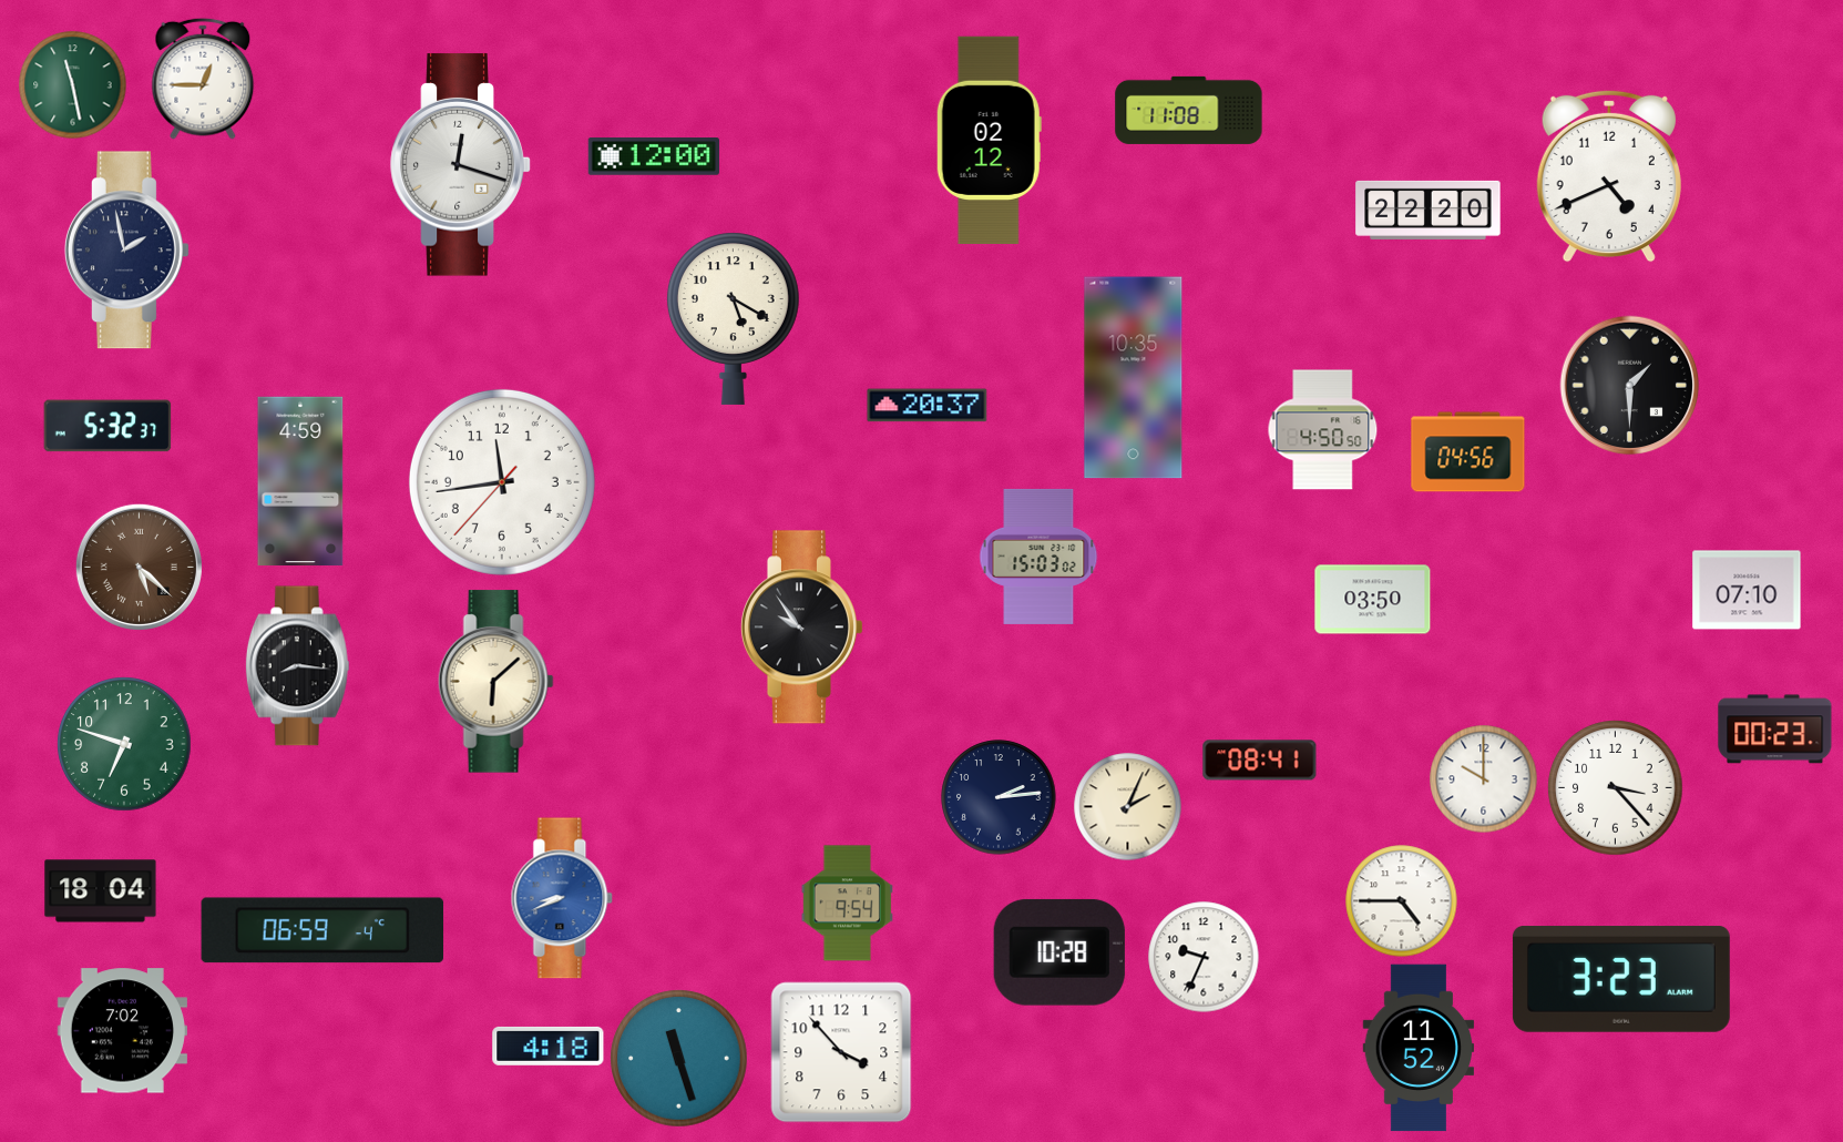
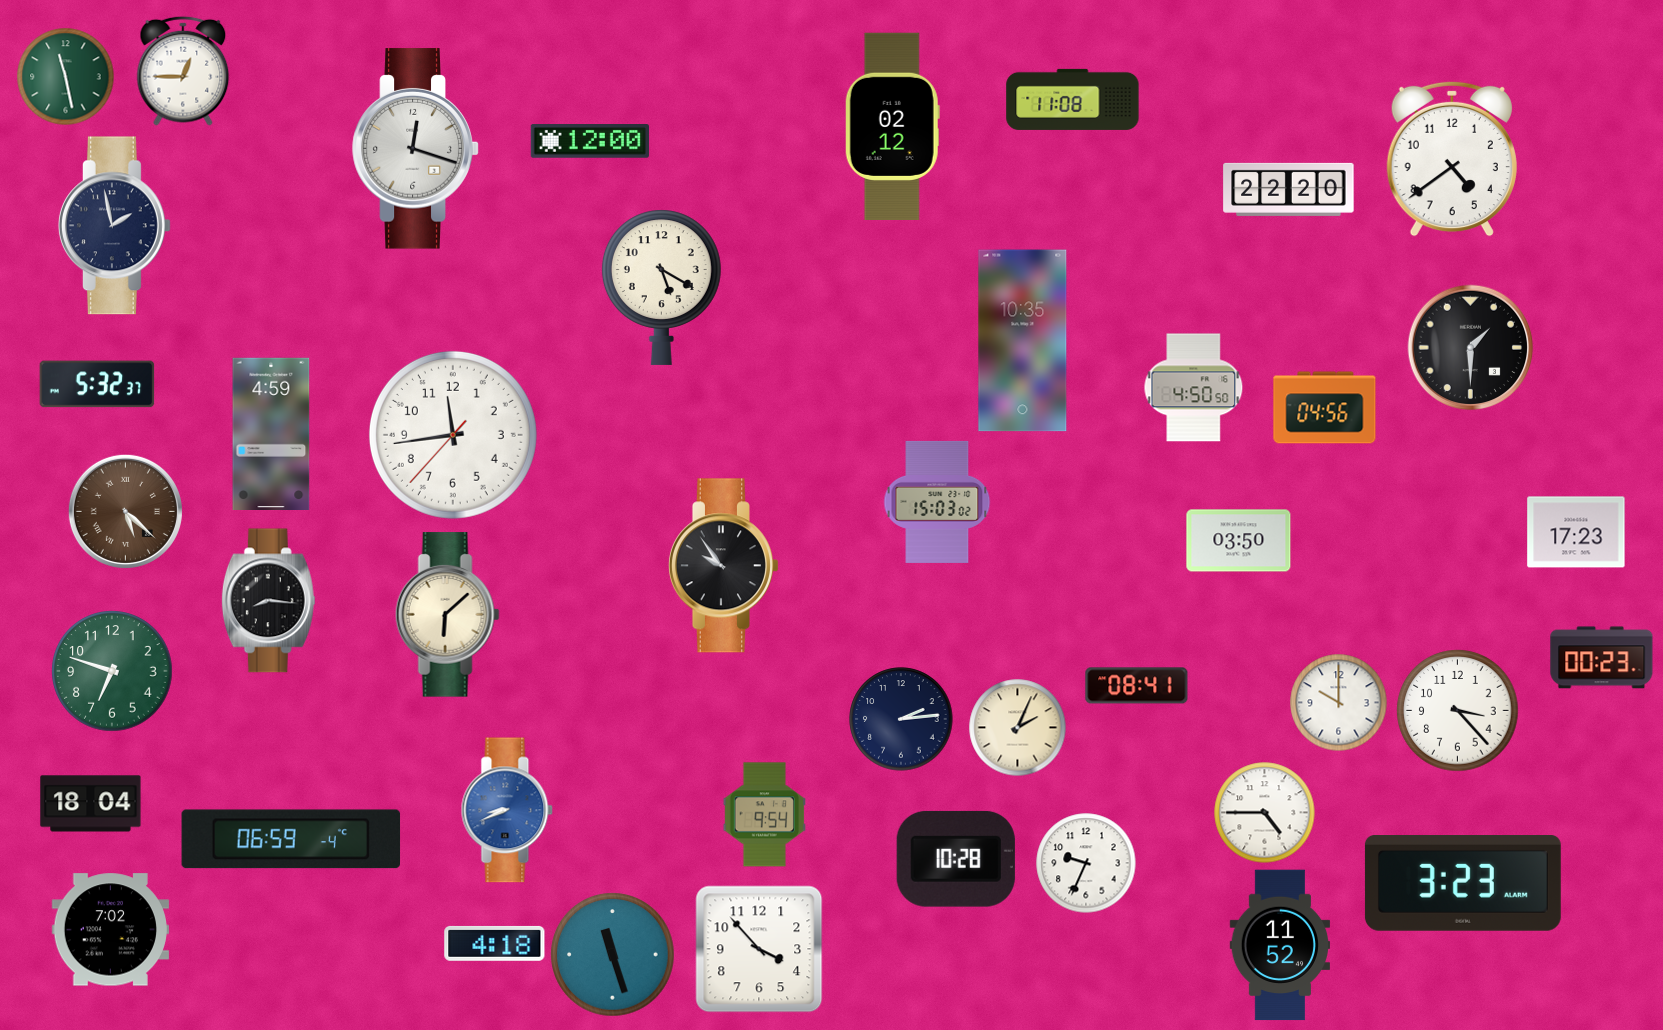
clock at (1609, 176): 4:41 -> 4:39
clock at (928, 406): 20:37 -> none
clock at (1747, 590): 07:10 -> 17:23
